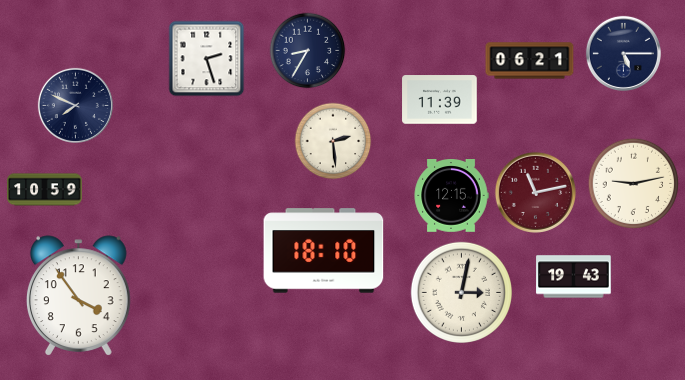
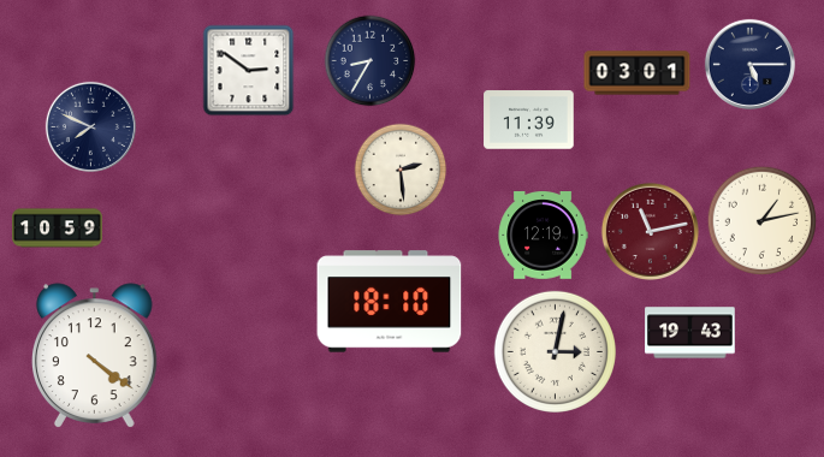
clock at (207, 59): 2:27 -> 2:51
clock at (530, 61): 06:21 -> 03:01
clock at (634, 184): 9:13 -> 1:13
clock at (45, 190) position: (45, 190) -> (58, 228)
clock at (535, 192) position: (535, 192) -> (650, 231)
clock at (451, 196): 12:15 -> 12:19
clock at (79, 296): 3:54 -> 4:21
